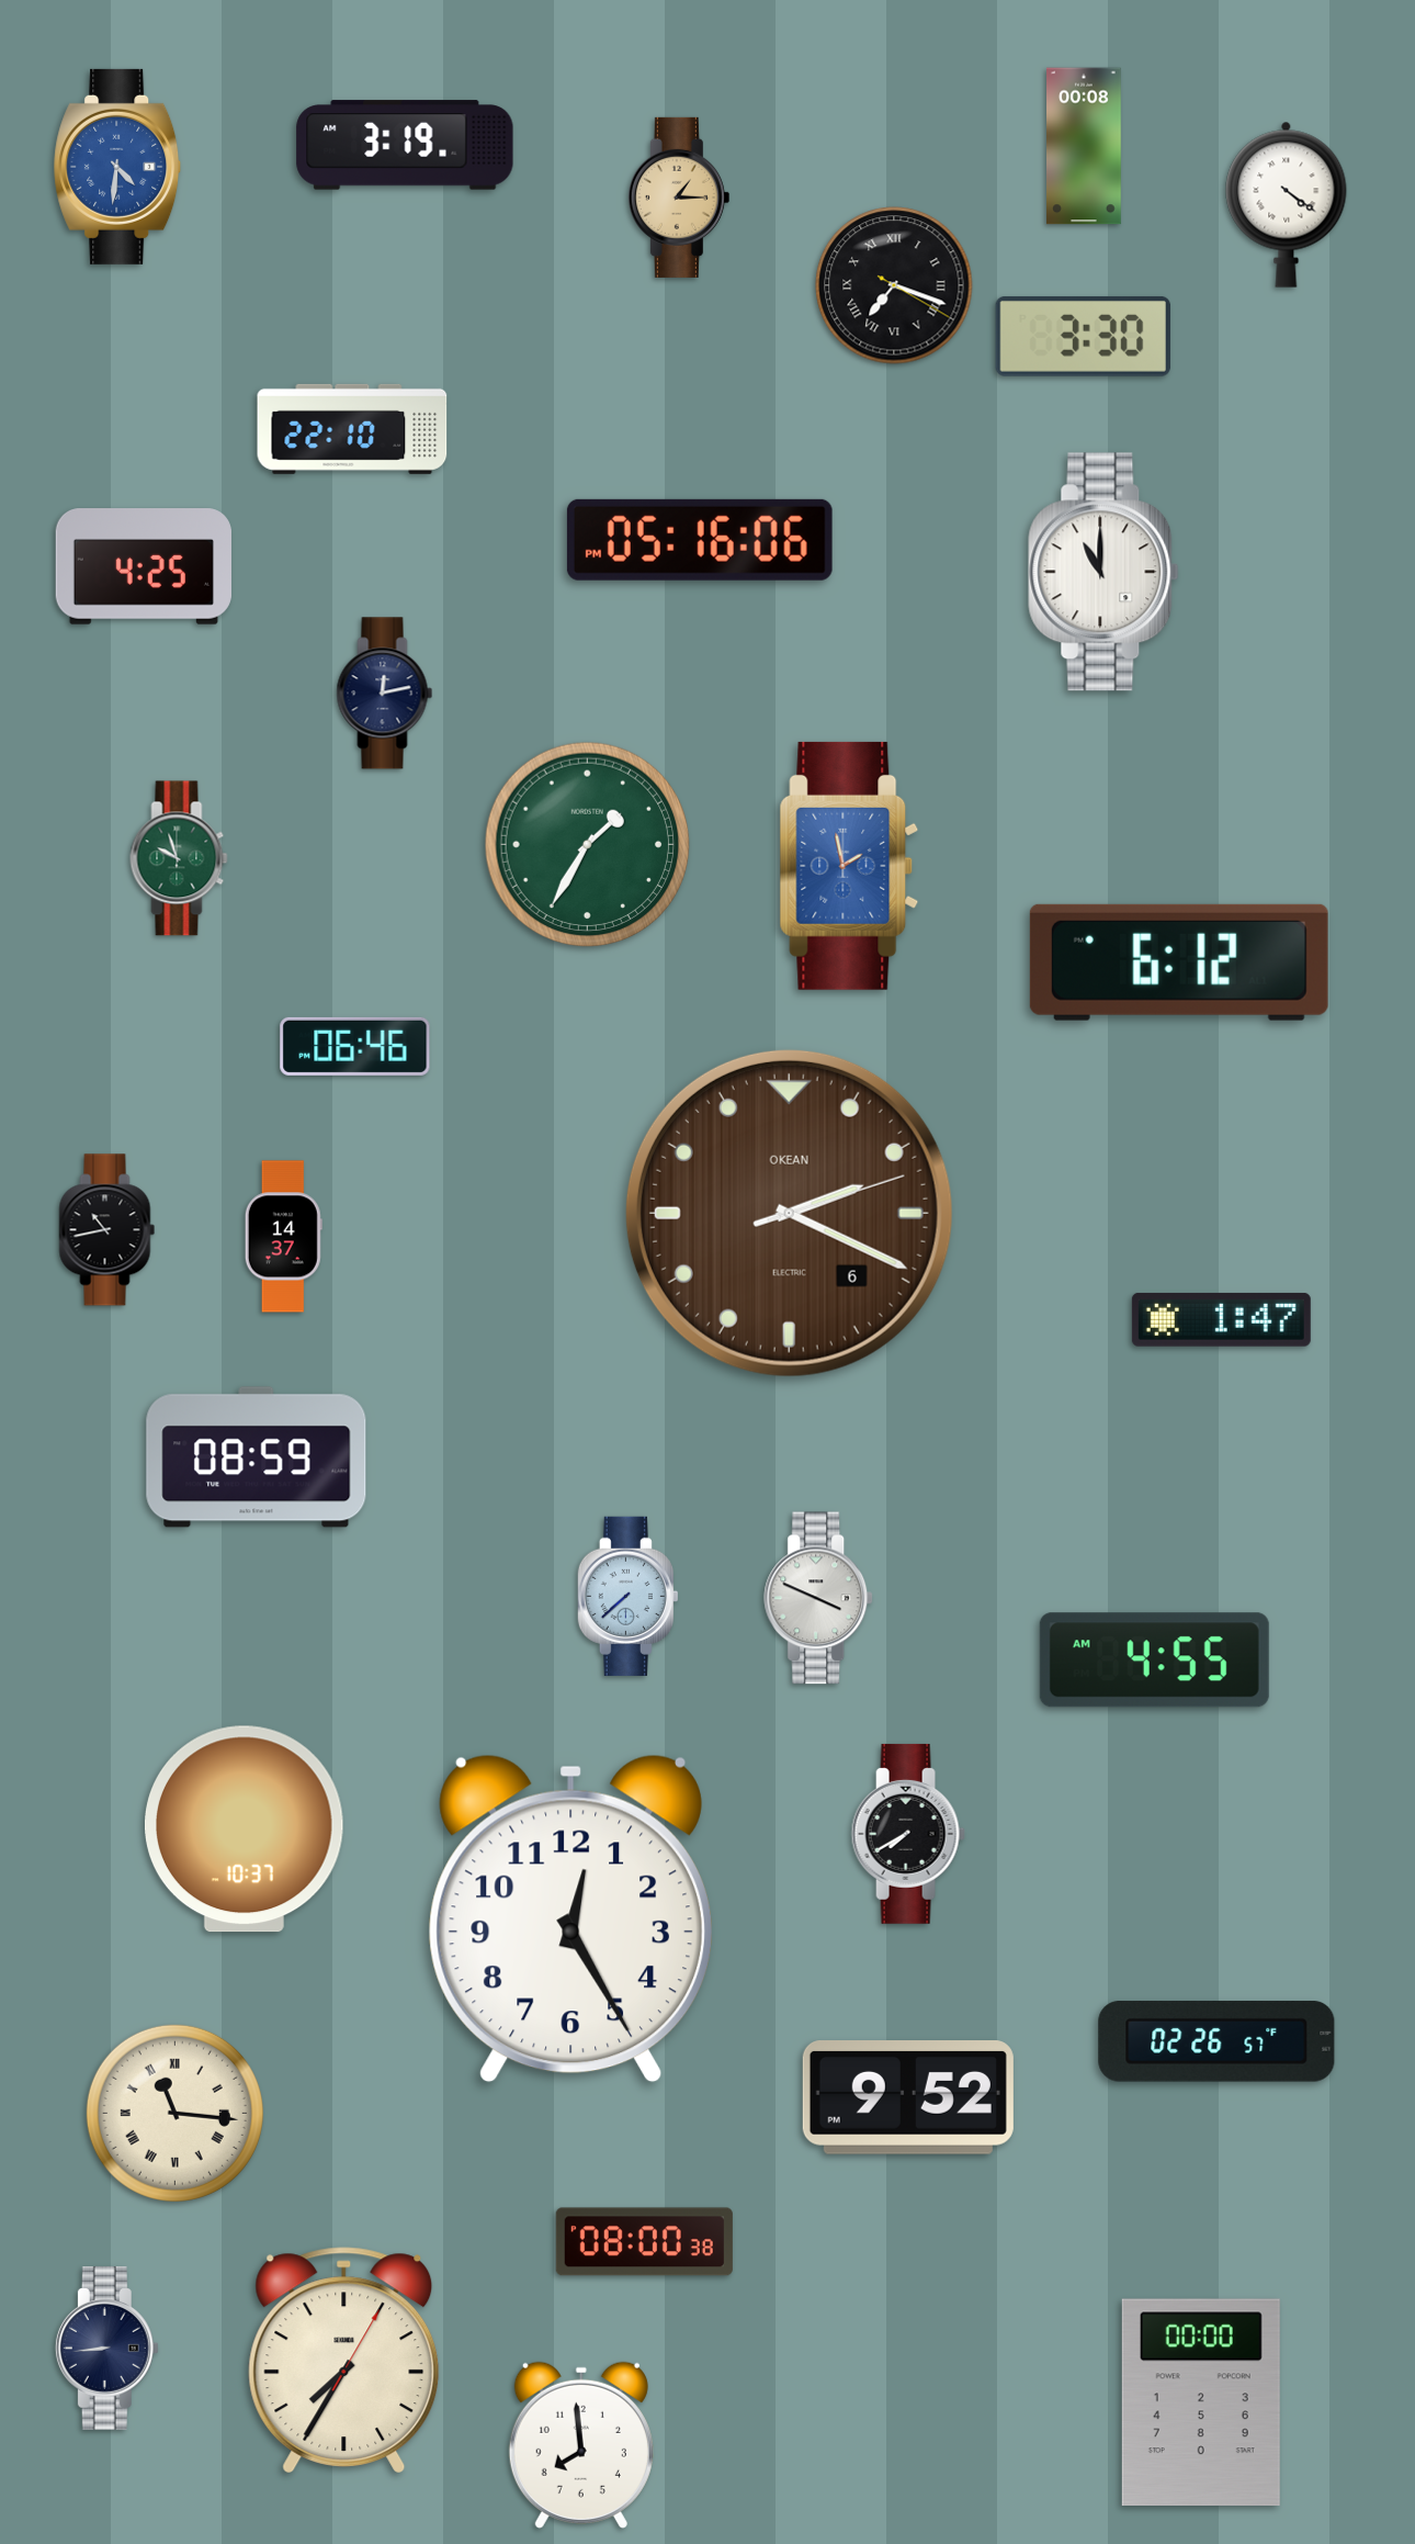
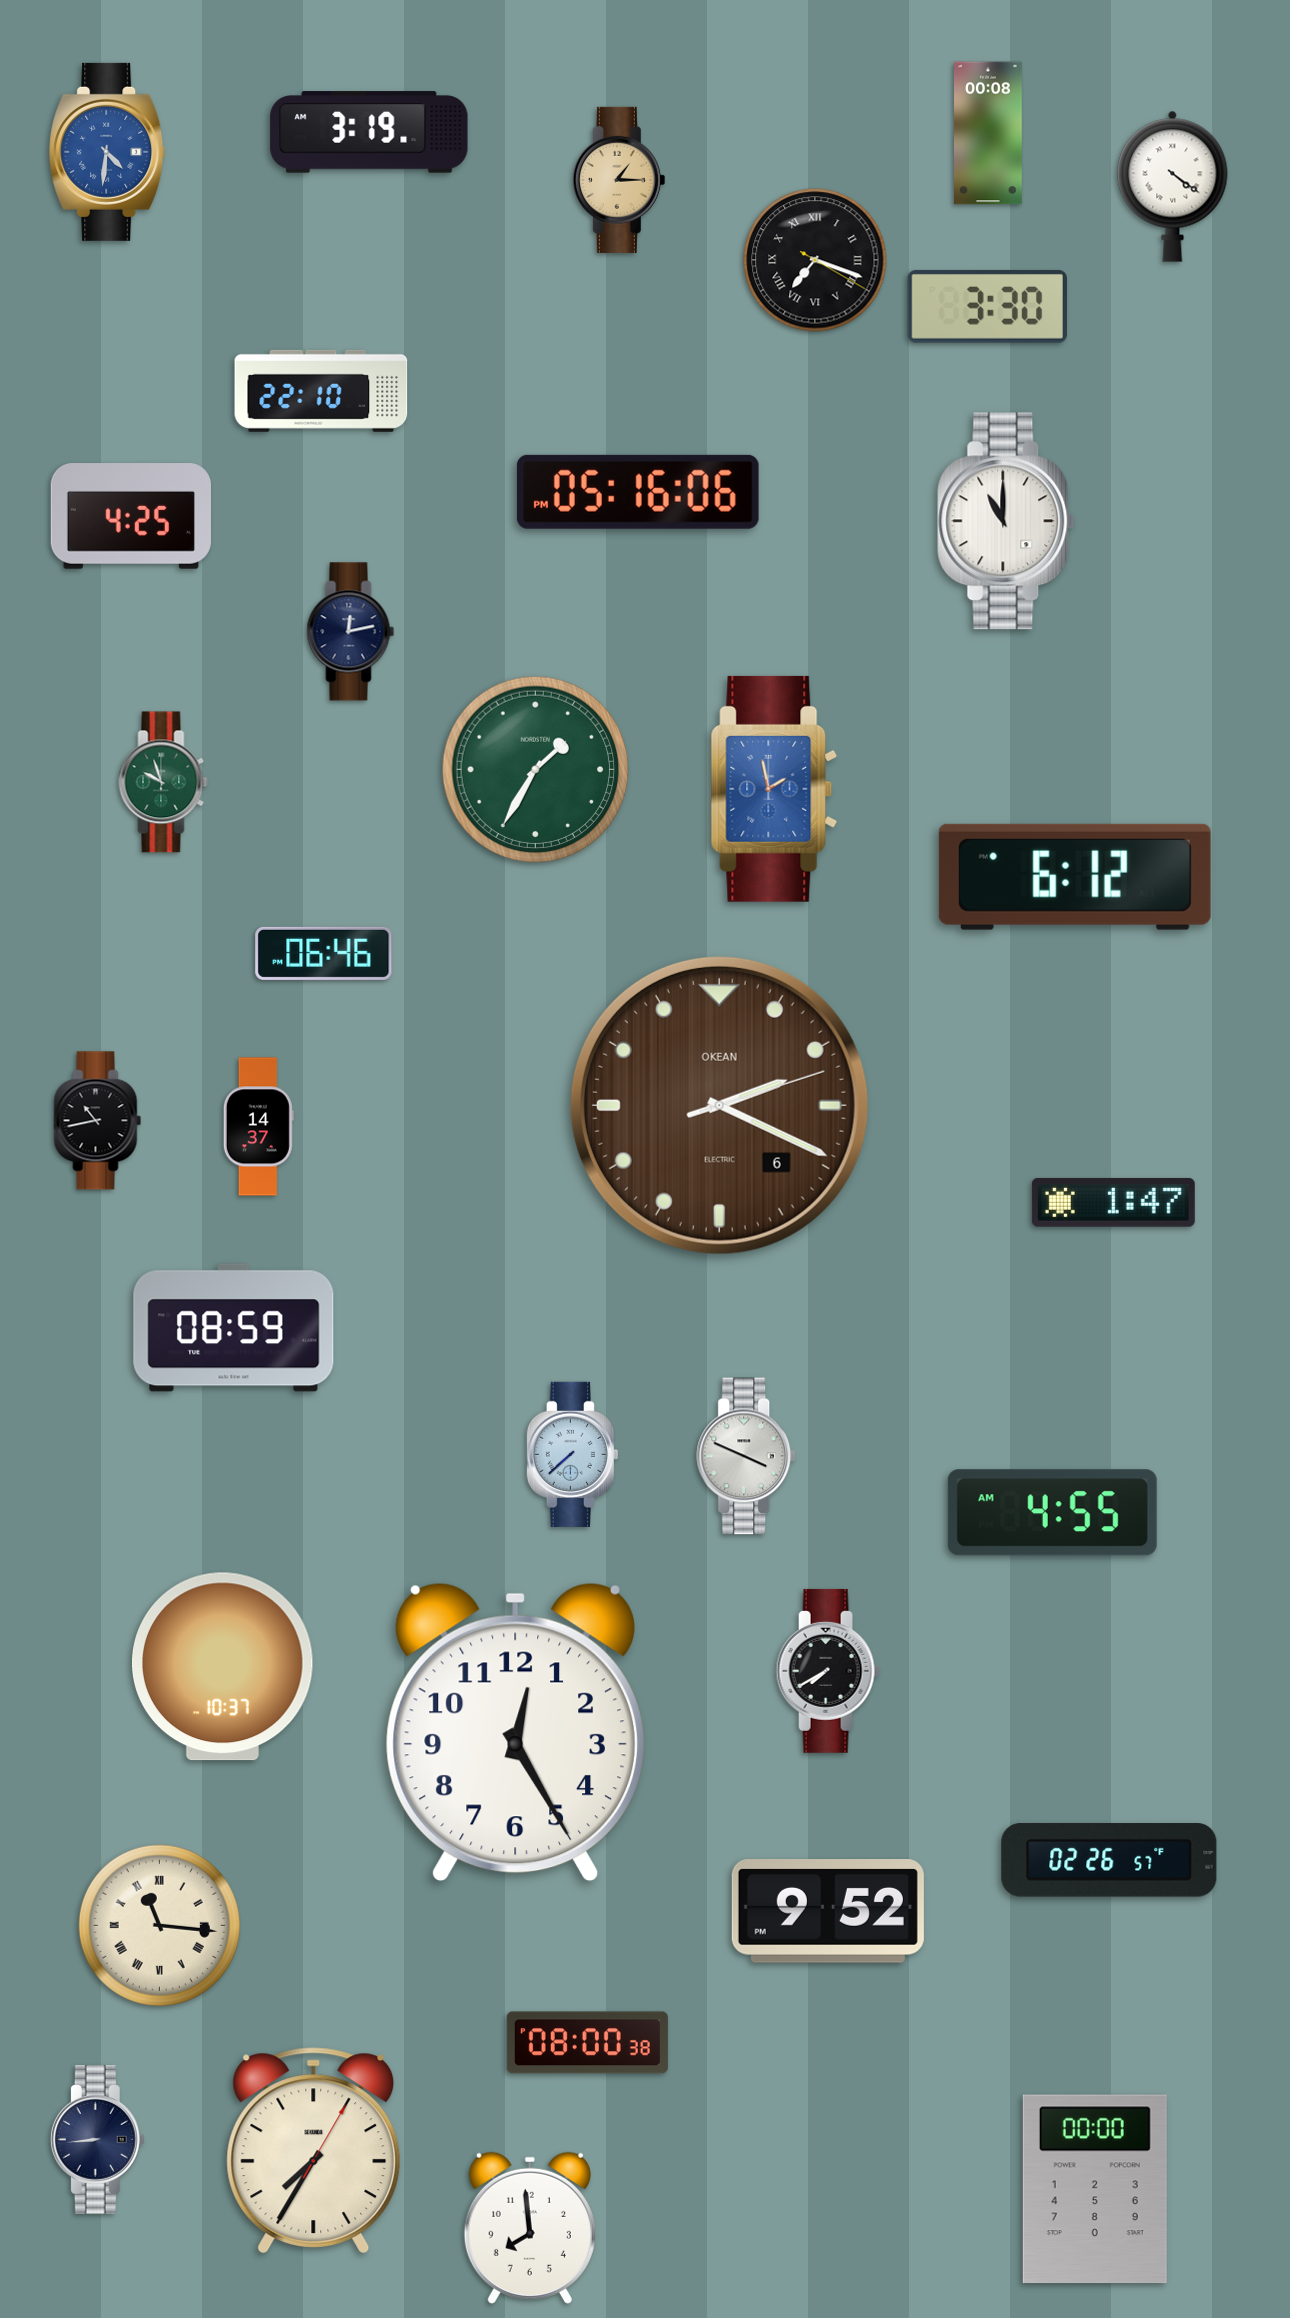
clock at (570, 1918) position: (570, 1918) -> (515, 1732)
